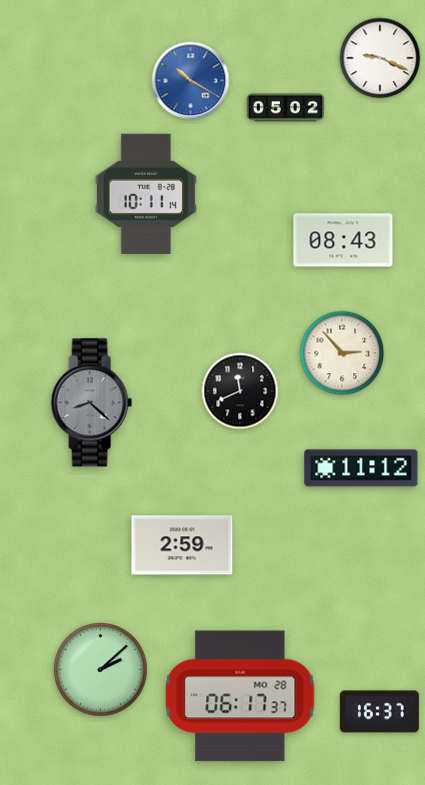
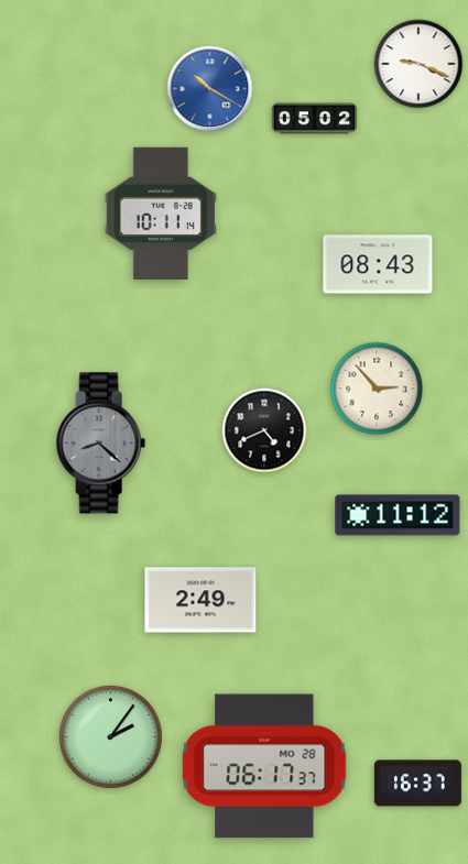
clock at (240, 391): 11:41 -> 4:41
clock at (182, 545): 2:59 -> 2:49
clock at (101, 670): 2:08 -> 2:06
